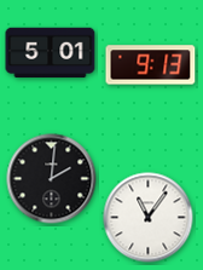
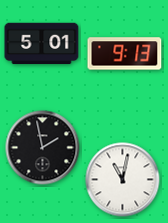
clock at (52, 179): 2:01 -> 1:58
clock at (149, 218): 11:06 -> 11:02
